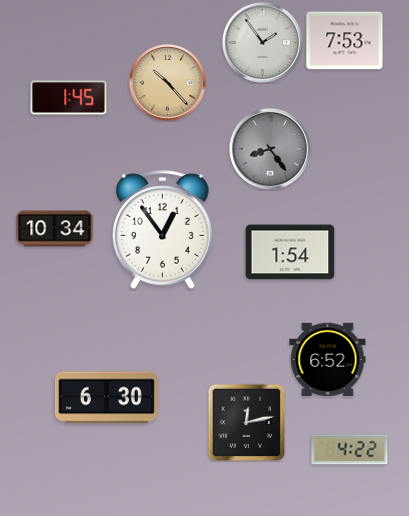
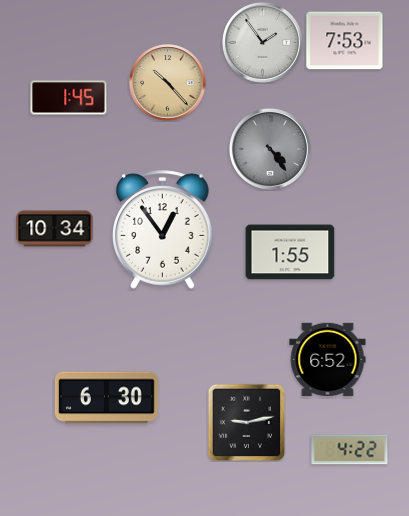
clock at (270, 149): 8:24 -> 4:24
clock at (290, 252): 1:54 -> 1:55
clock at (246, 422): 12:13 -> 9:13
